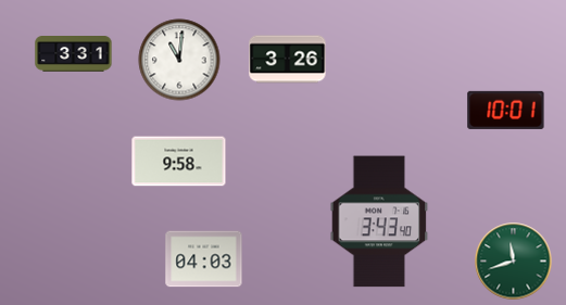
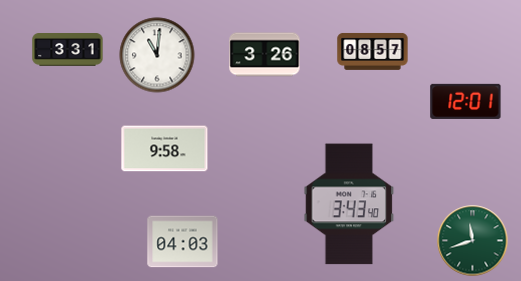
clock at (373, 52): none -> 08:57
clock at (179, 60) position: (179, 60) -> (157, 55)
clock at (506, 110): 10:01 -> 12:01
clock at (204, 259) position: (204, 259) -> (183, 242)
